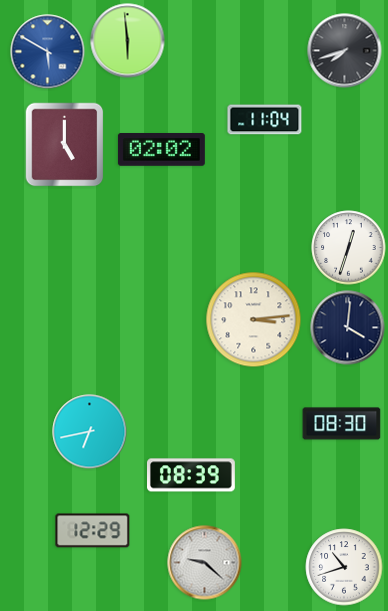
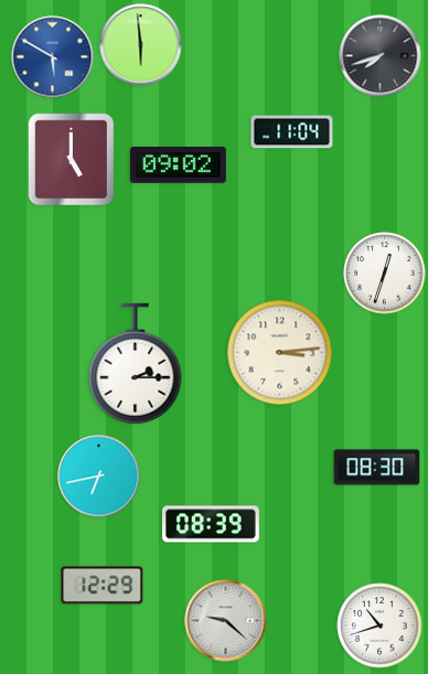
clock at (161, 150): 02:02 -> 09:02
clock at (348, 328): 4:01 -> none
clock at (136, 364): none -> 2:15
